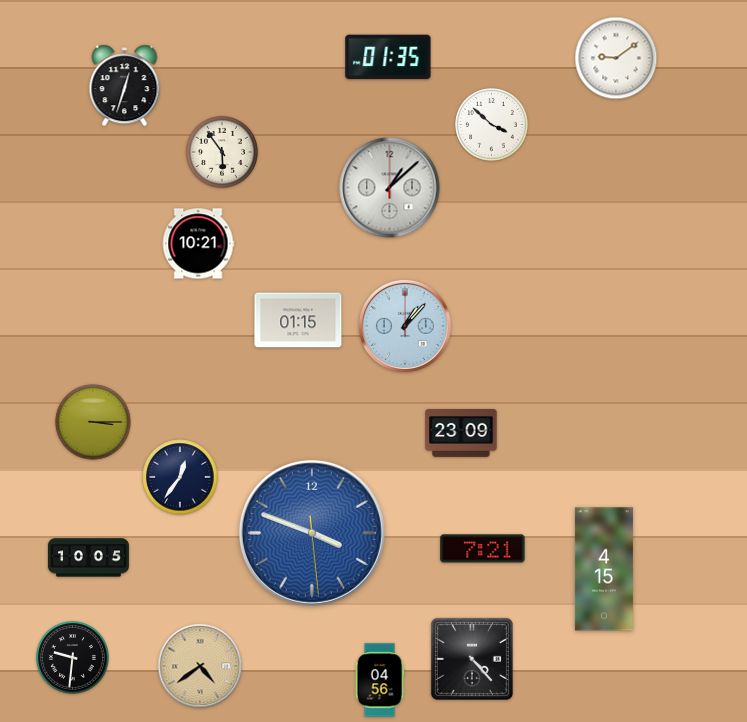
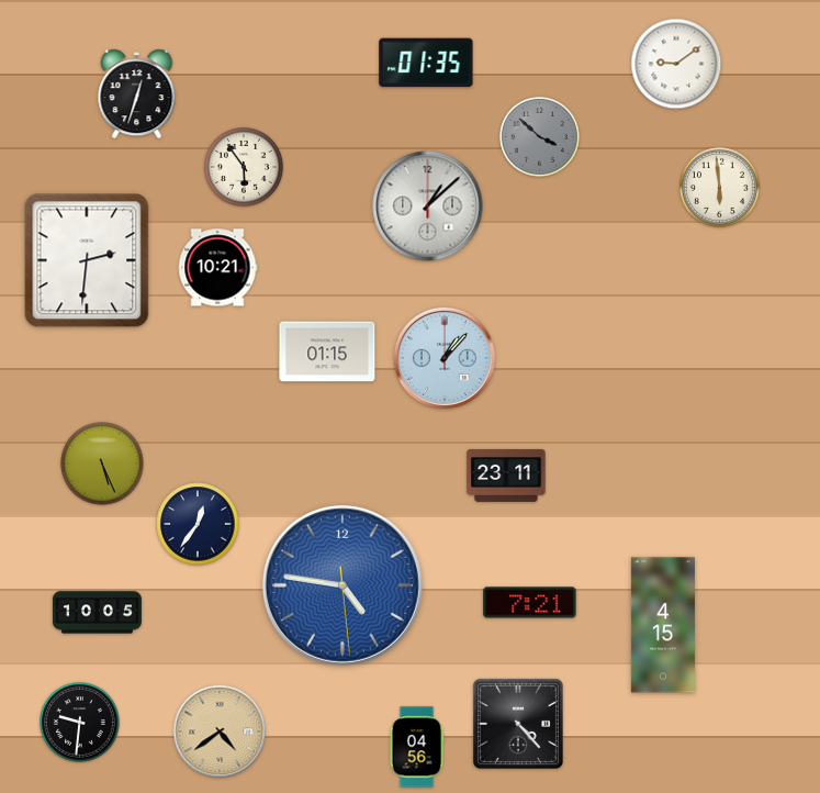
clock at (492, 125) dial: white -> grey
clock at (720, 188): none -> 5:59
clock at (87, 260): none -> 2:31
clock at (93, 422): 3:15 -> 5:26
clock at (461, 433): 23:09 -> 23:11
clock at (312, 533): 3:48 -> 4:46
